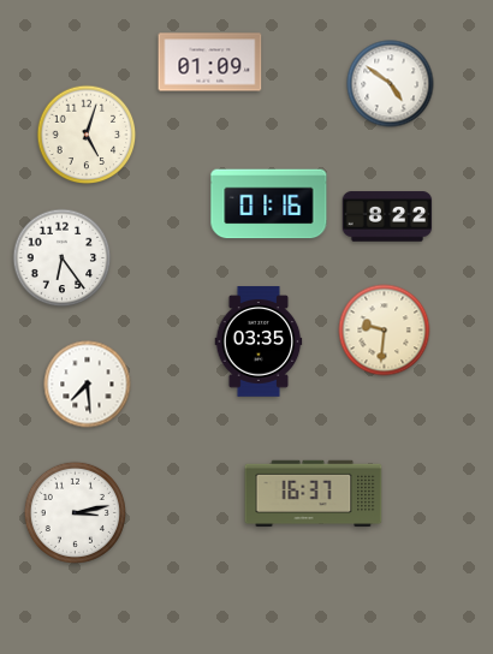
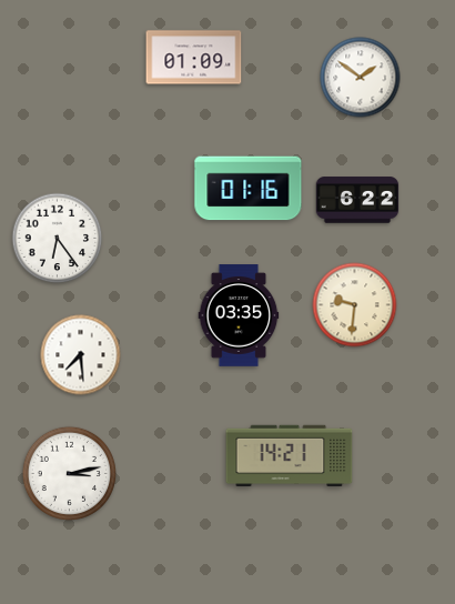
clock at (391, 84): 4:51 -> 1:51
clock at (87, 135): 5:03 -> none
clock at (387, 216): 8:22 -> 6:22
clock at (314, 494): 16:37 -> 14:21
